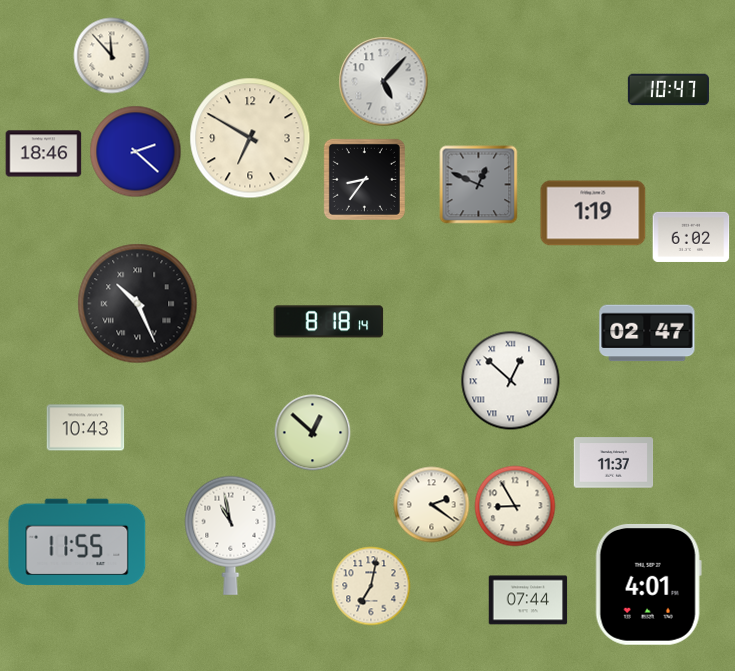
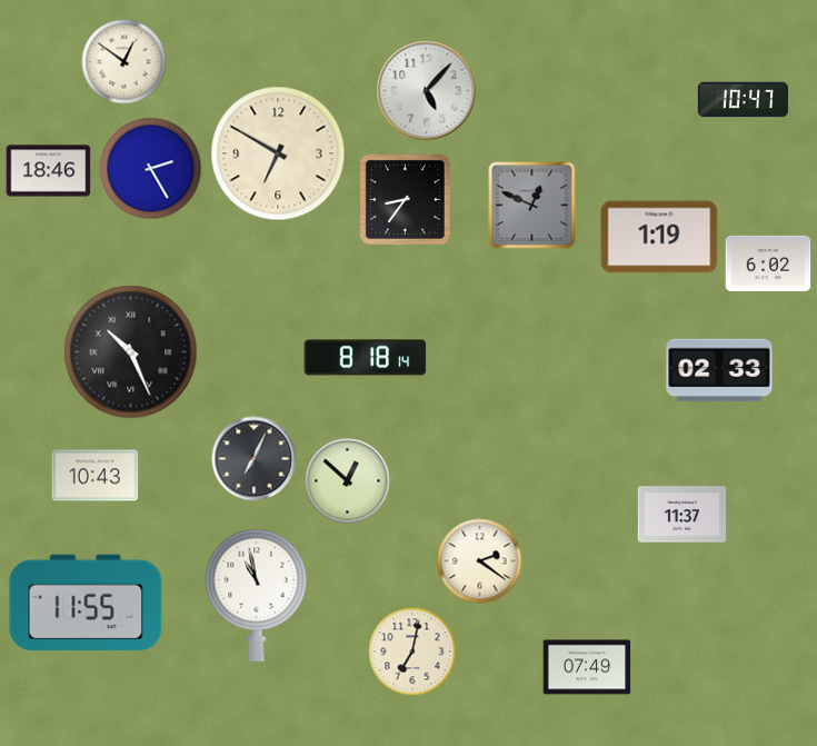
clock at (112, 56): 11:53 -> 12:51
clock at (136, 152): 2:22 -> 2:25
clock at (138, 304) position: (138, 304) -> (131, 352)
clock at (647, 333): 02:47 -> 02:33
clock at (511, 381): 12:52 -> none
clock at (255, 459): none -> 7:04
clock at (515, 506): 8:55 -> none
clock at (648, 584): 4:01 -> none
clock at (528, 600): 07:44 -> 07:49
